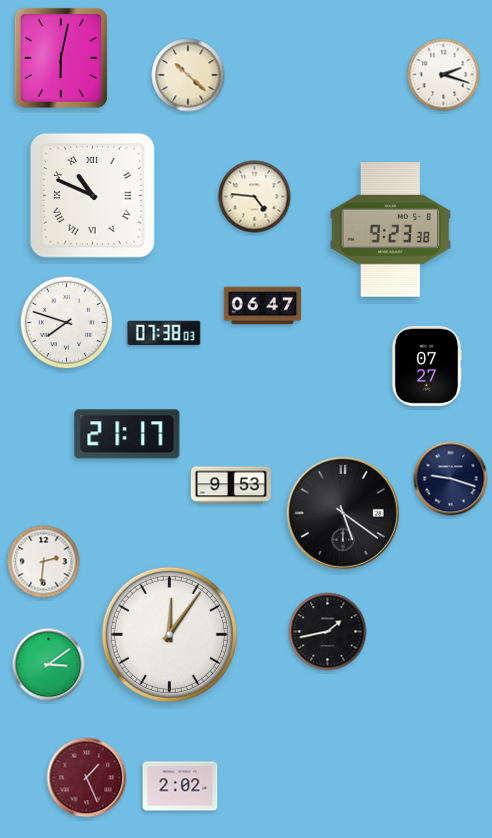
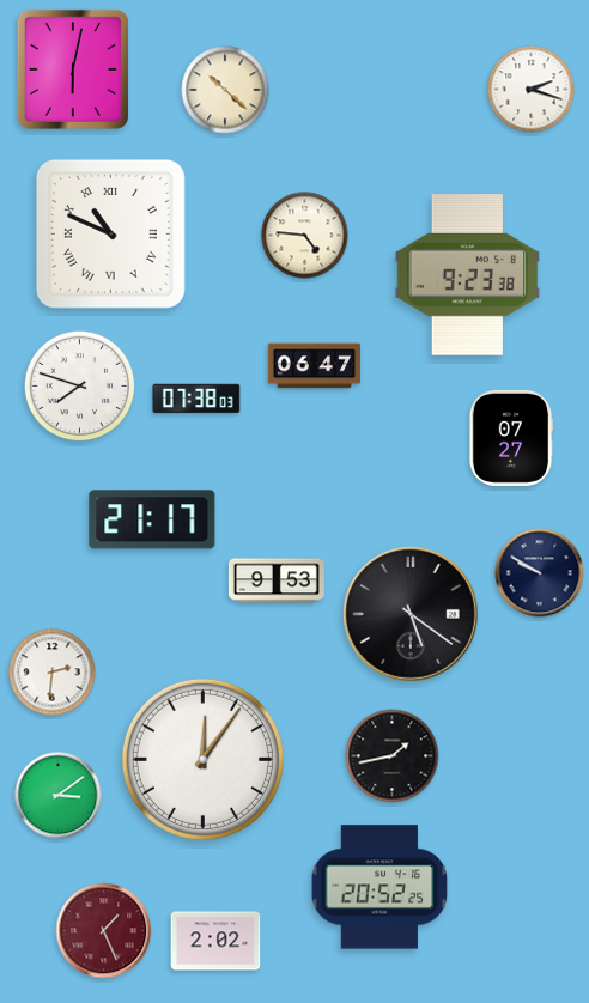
clock at (451, 479): 9:18 -> 9:50
clock at (379, 887): none -> 20:52
